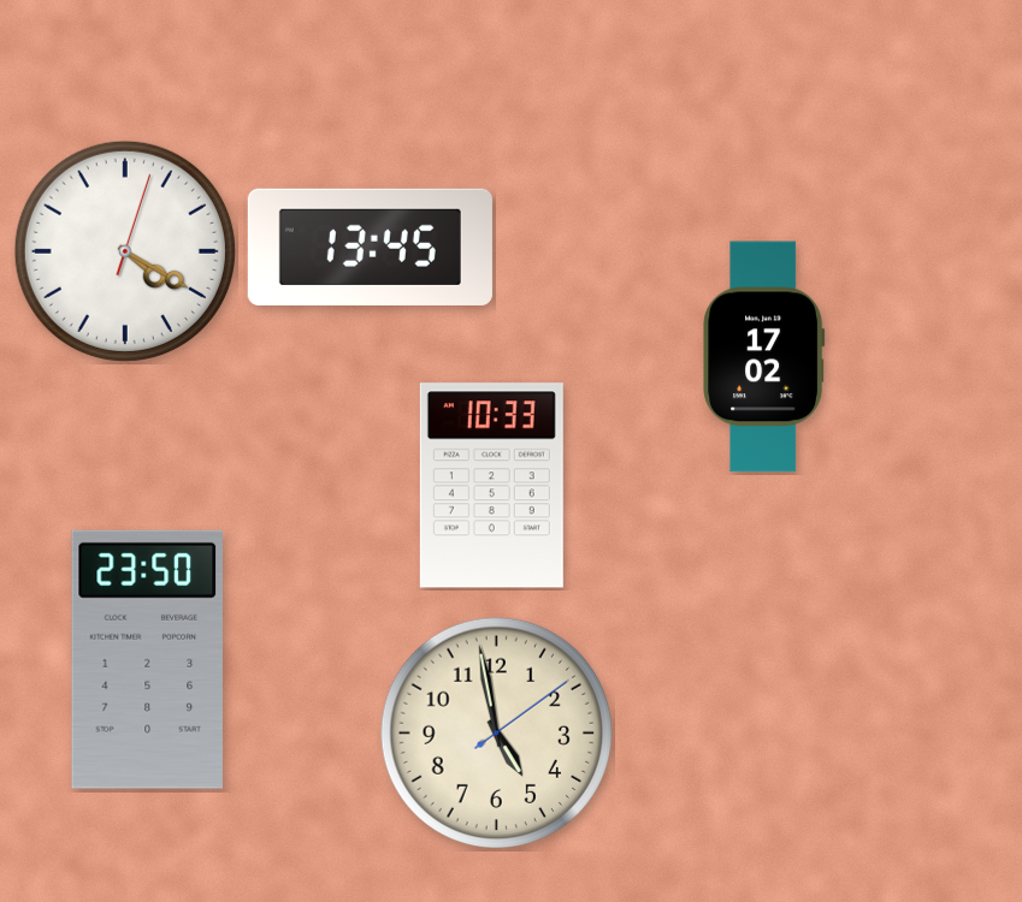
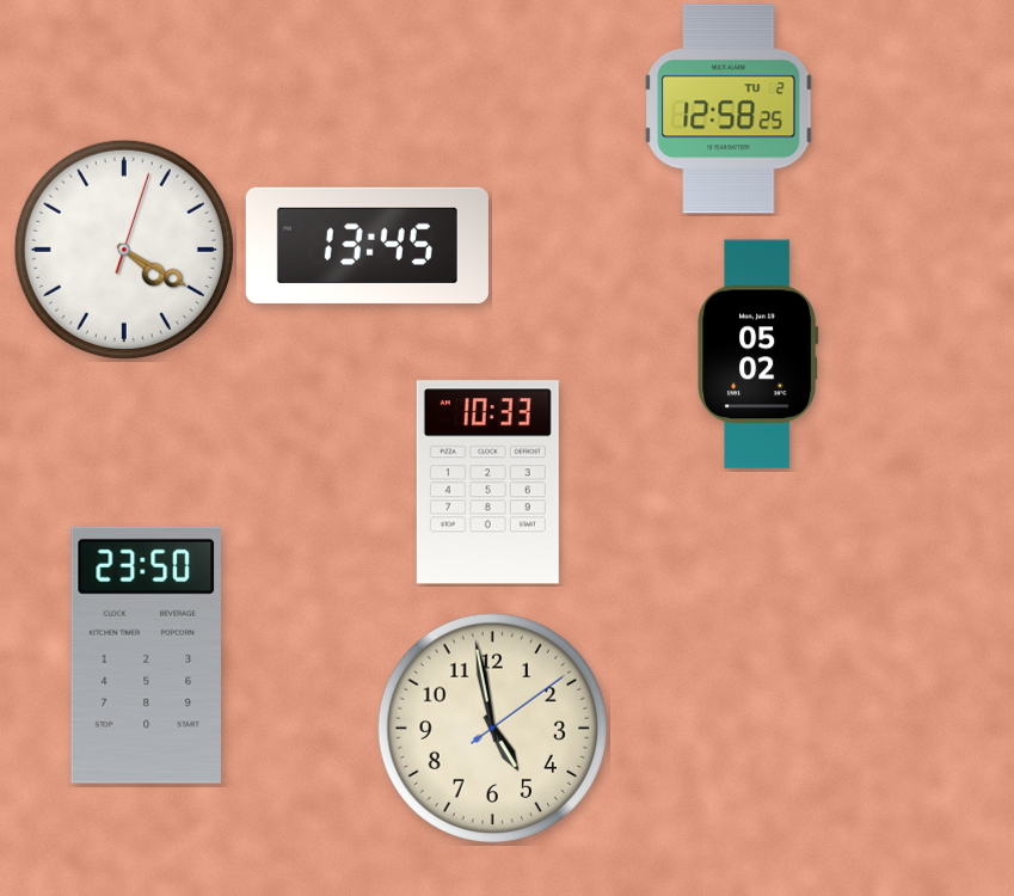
clock at (729, 109): none -> 12:58
clock at (764, 357): 17:02 -> 05:02
